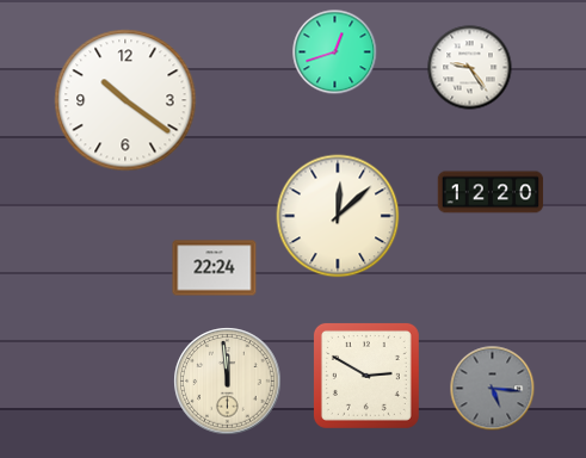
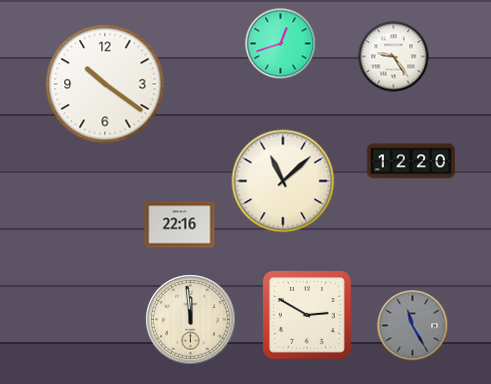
clock at (338, 216): 12:08 -> 11:08
clock at (215, 268): 22:24 -> 22:16
clock at (493, 389): 5:16 -> 11:25
